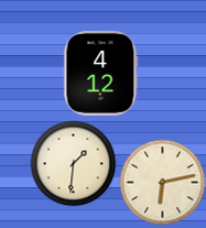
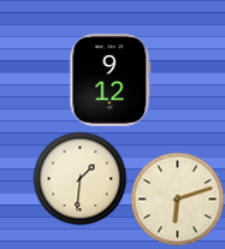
clock at (101, 73): 4:12 -> 9:12
clock at (162, 182): 6:13 -> 6:12
